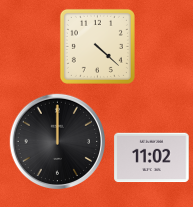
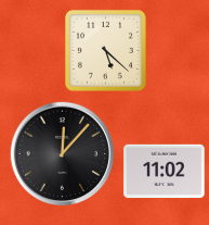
clock at (97, 46): 4:22 -> 5:22
clock at (57, 141): 12:00 -> 12:07
